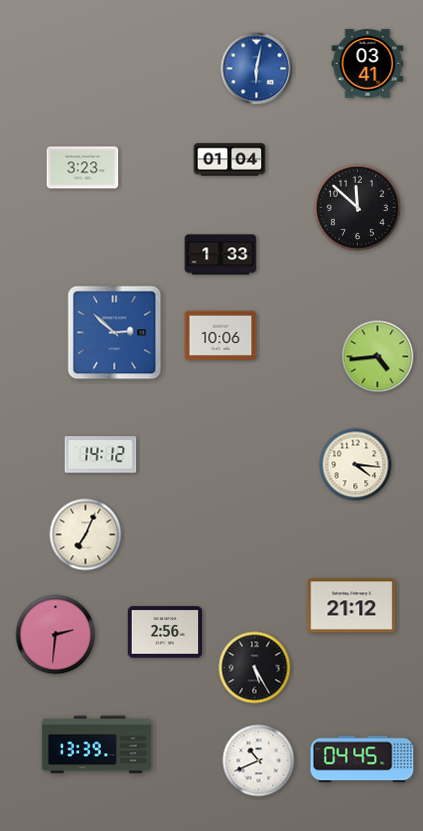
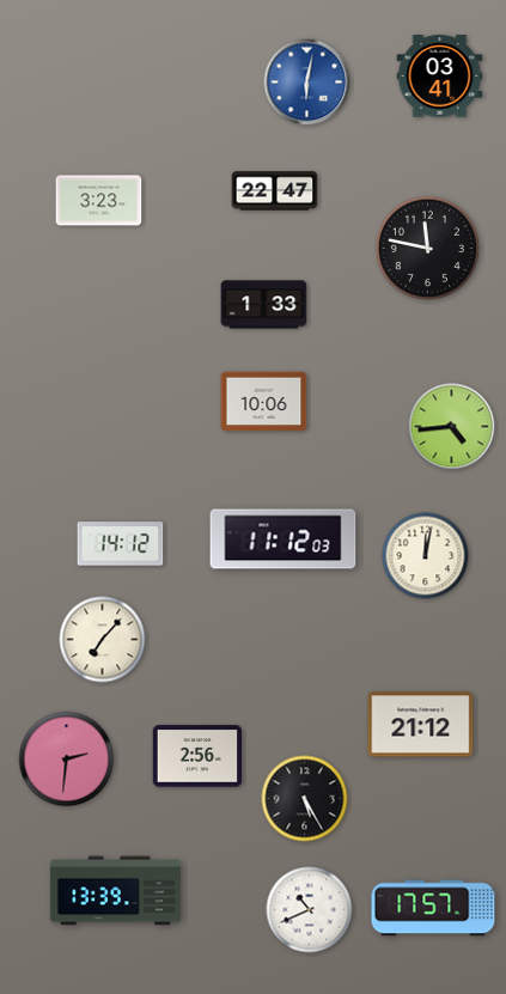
clock at (230, 160): 01:04 -> 22:47
clock at (357, 207): 11:52 -> 11:47
clock at (115, 333): 2:52 -> none
clock at (284, 539): none -> 11:12
clock at (356, 465): 4:16 -> 12:02
clock at (86, 535): 7:04 -> 7:07
clock at (362, 759): 04:45 -> 17:57
